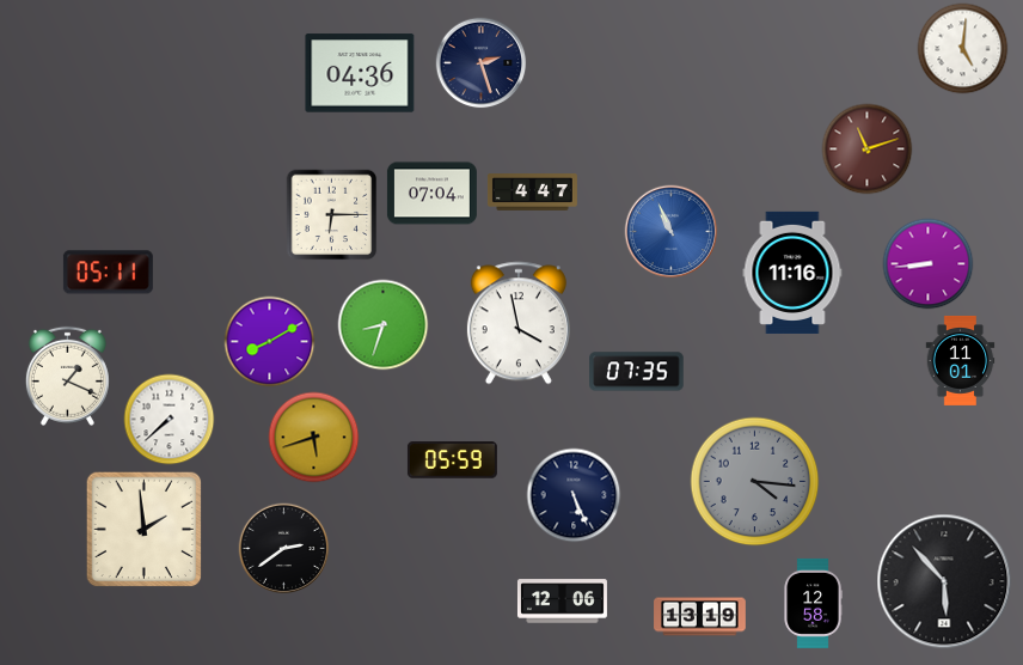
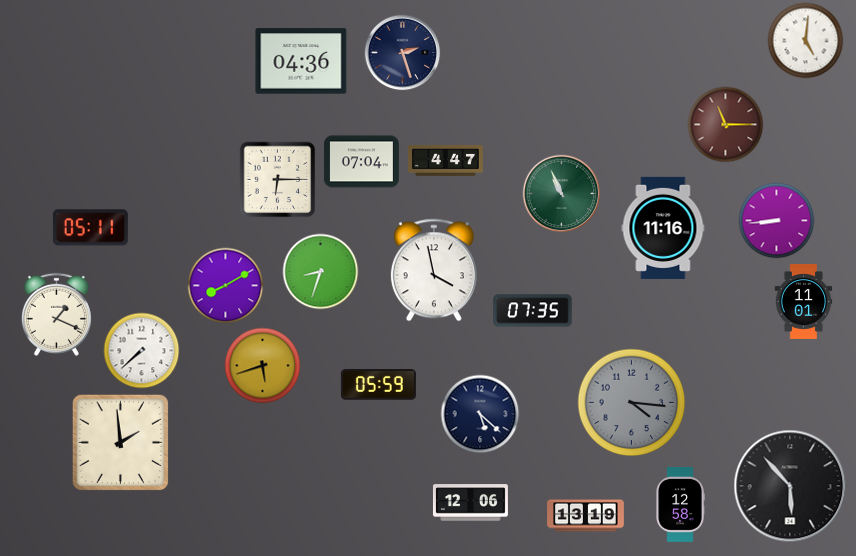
clock at (868, 150): 11:12 -> 11:15
clock at (672, 232) dial: blue -> green
clock at (574, 495): 5:26 -> 5:22
clock at (284, 549): 2:39 -> none
